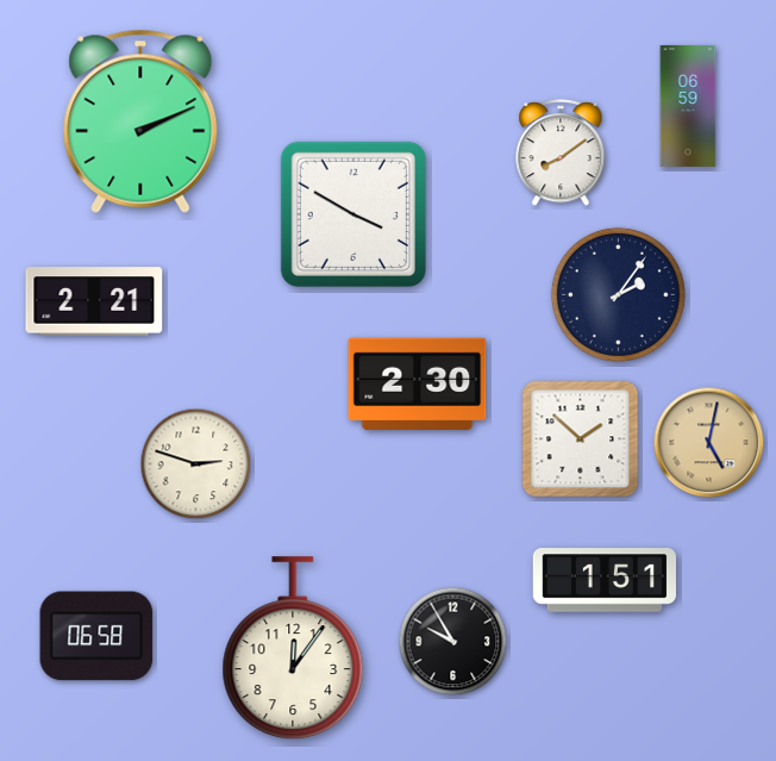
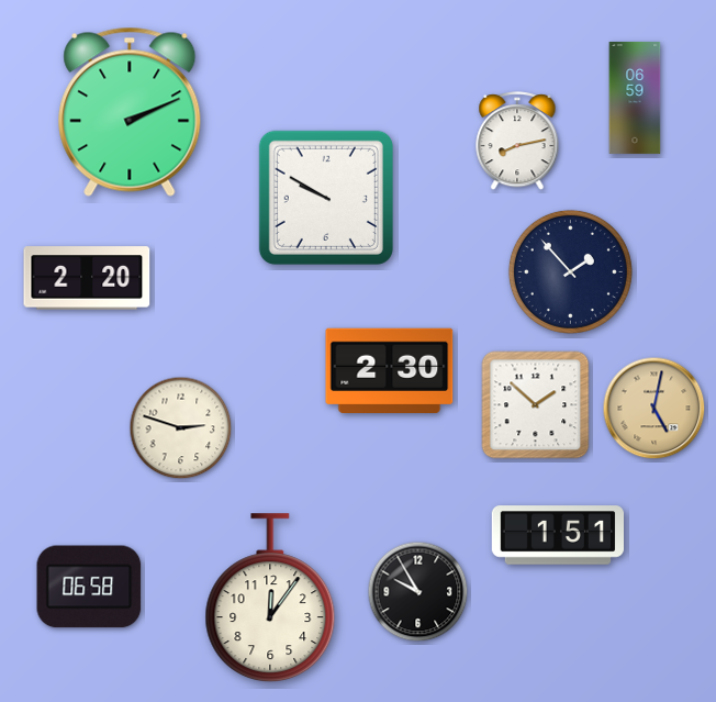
clock at (561, 154): 8:09 -> 8:13
clock at (353, 214): 3:50 -> 9:50
clock at (618, 294): 2:06 -> 1:53
clock at (94, 301): 2:21 -> 2:20
clock at (418, 383) position: (418, 383) -> (390, 370)
